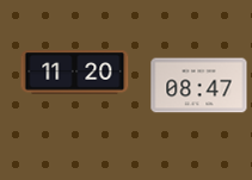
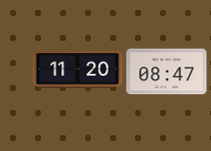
clock at (75, 73) position: (75, 73) -> (78, 70)
